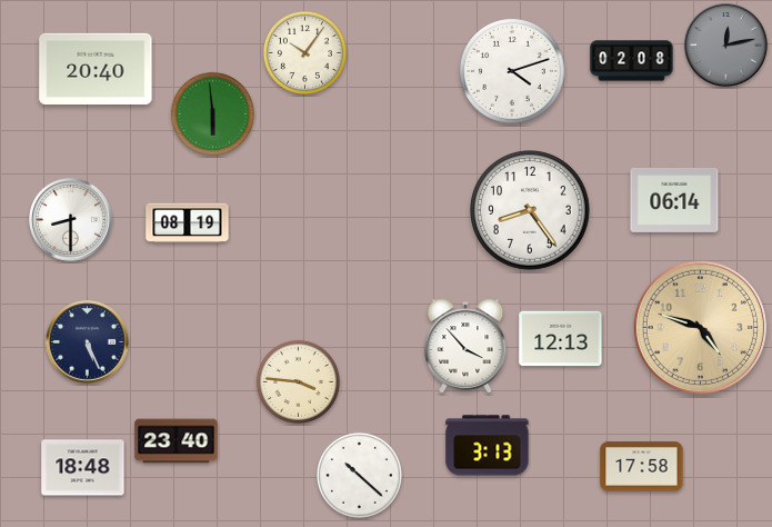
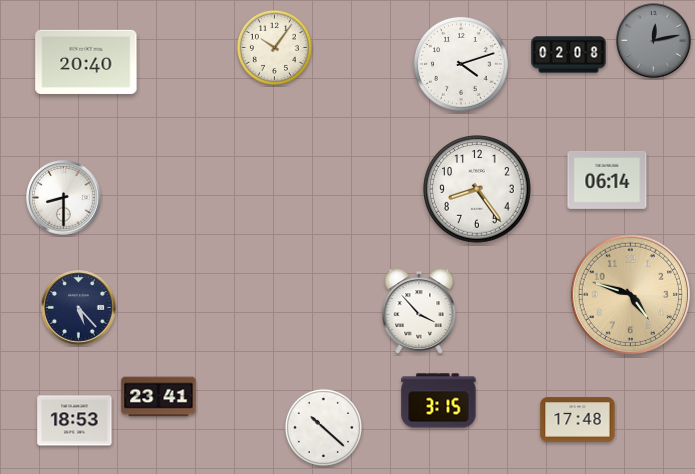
clock at (212, 113): 5:59 -> none
clock at (188, 223): 08:19 -> none
clock at (561, 339): 12:13 -> none
clock at (88, 342): 5:26 -> 5:23
clock at (298, 381): 3:46 -> none
clock at (177, 441): 23:40 -> 23:41
clock at (488, 446): 3:13 -> 3:15
clock at (642, 467): 17:58 -> 17:48
clock at (83, 468): 18:48 -> 18:53
